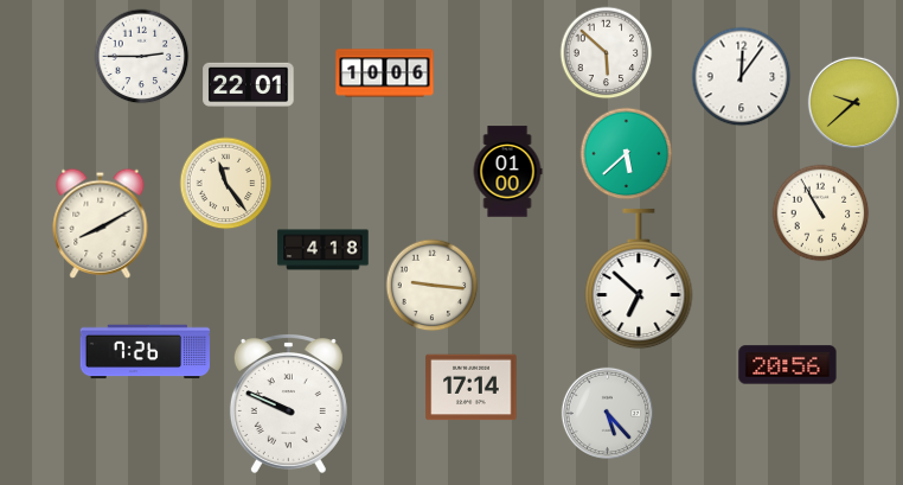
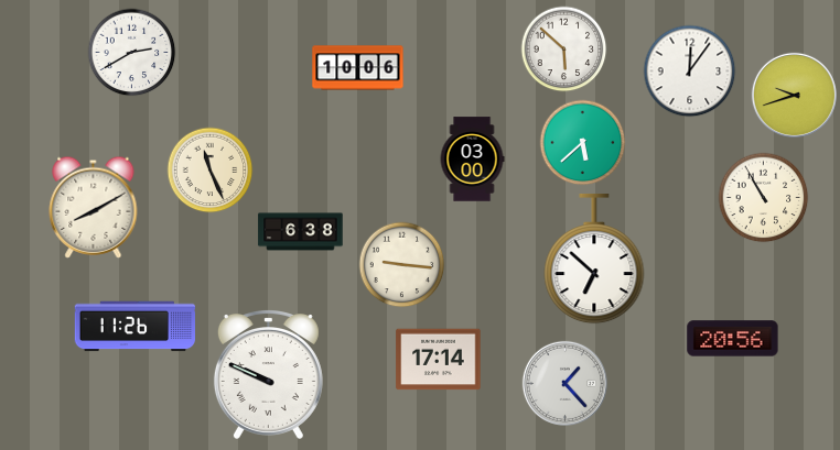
clock at (141, 56): 2:45 -> 2:40
clock at (249, 84): 22:01 -> none
clock at (853, 102): 9:38 -> 9:42
clock at (507, 172): 01:00 -> 03:00
clock at (225, 183): 11:24 -> 11:26
clock at (324, 250): 4:18 -> 6:38
clock at (146, 352): 7:26 -> 11:26
clock at (607, 413): 5:23 -> 1:23
